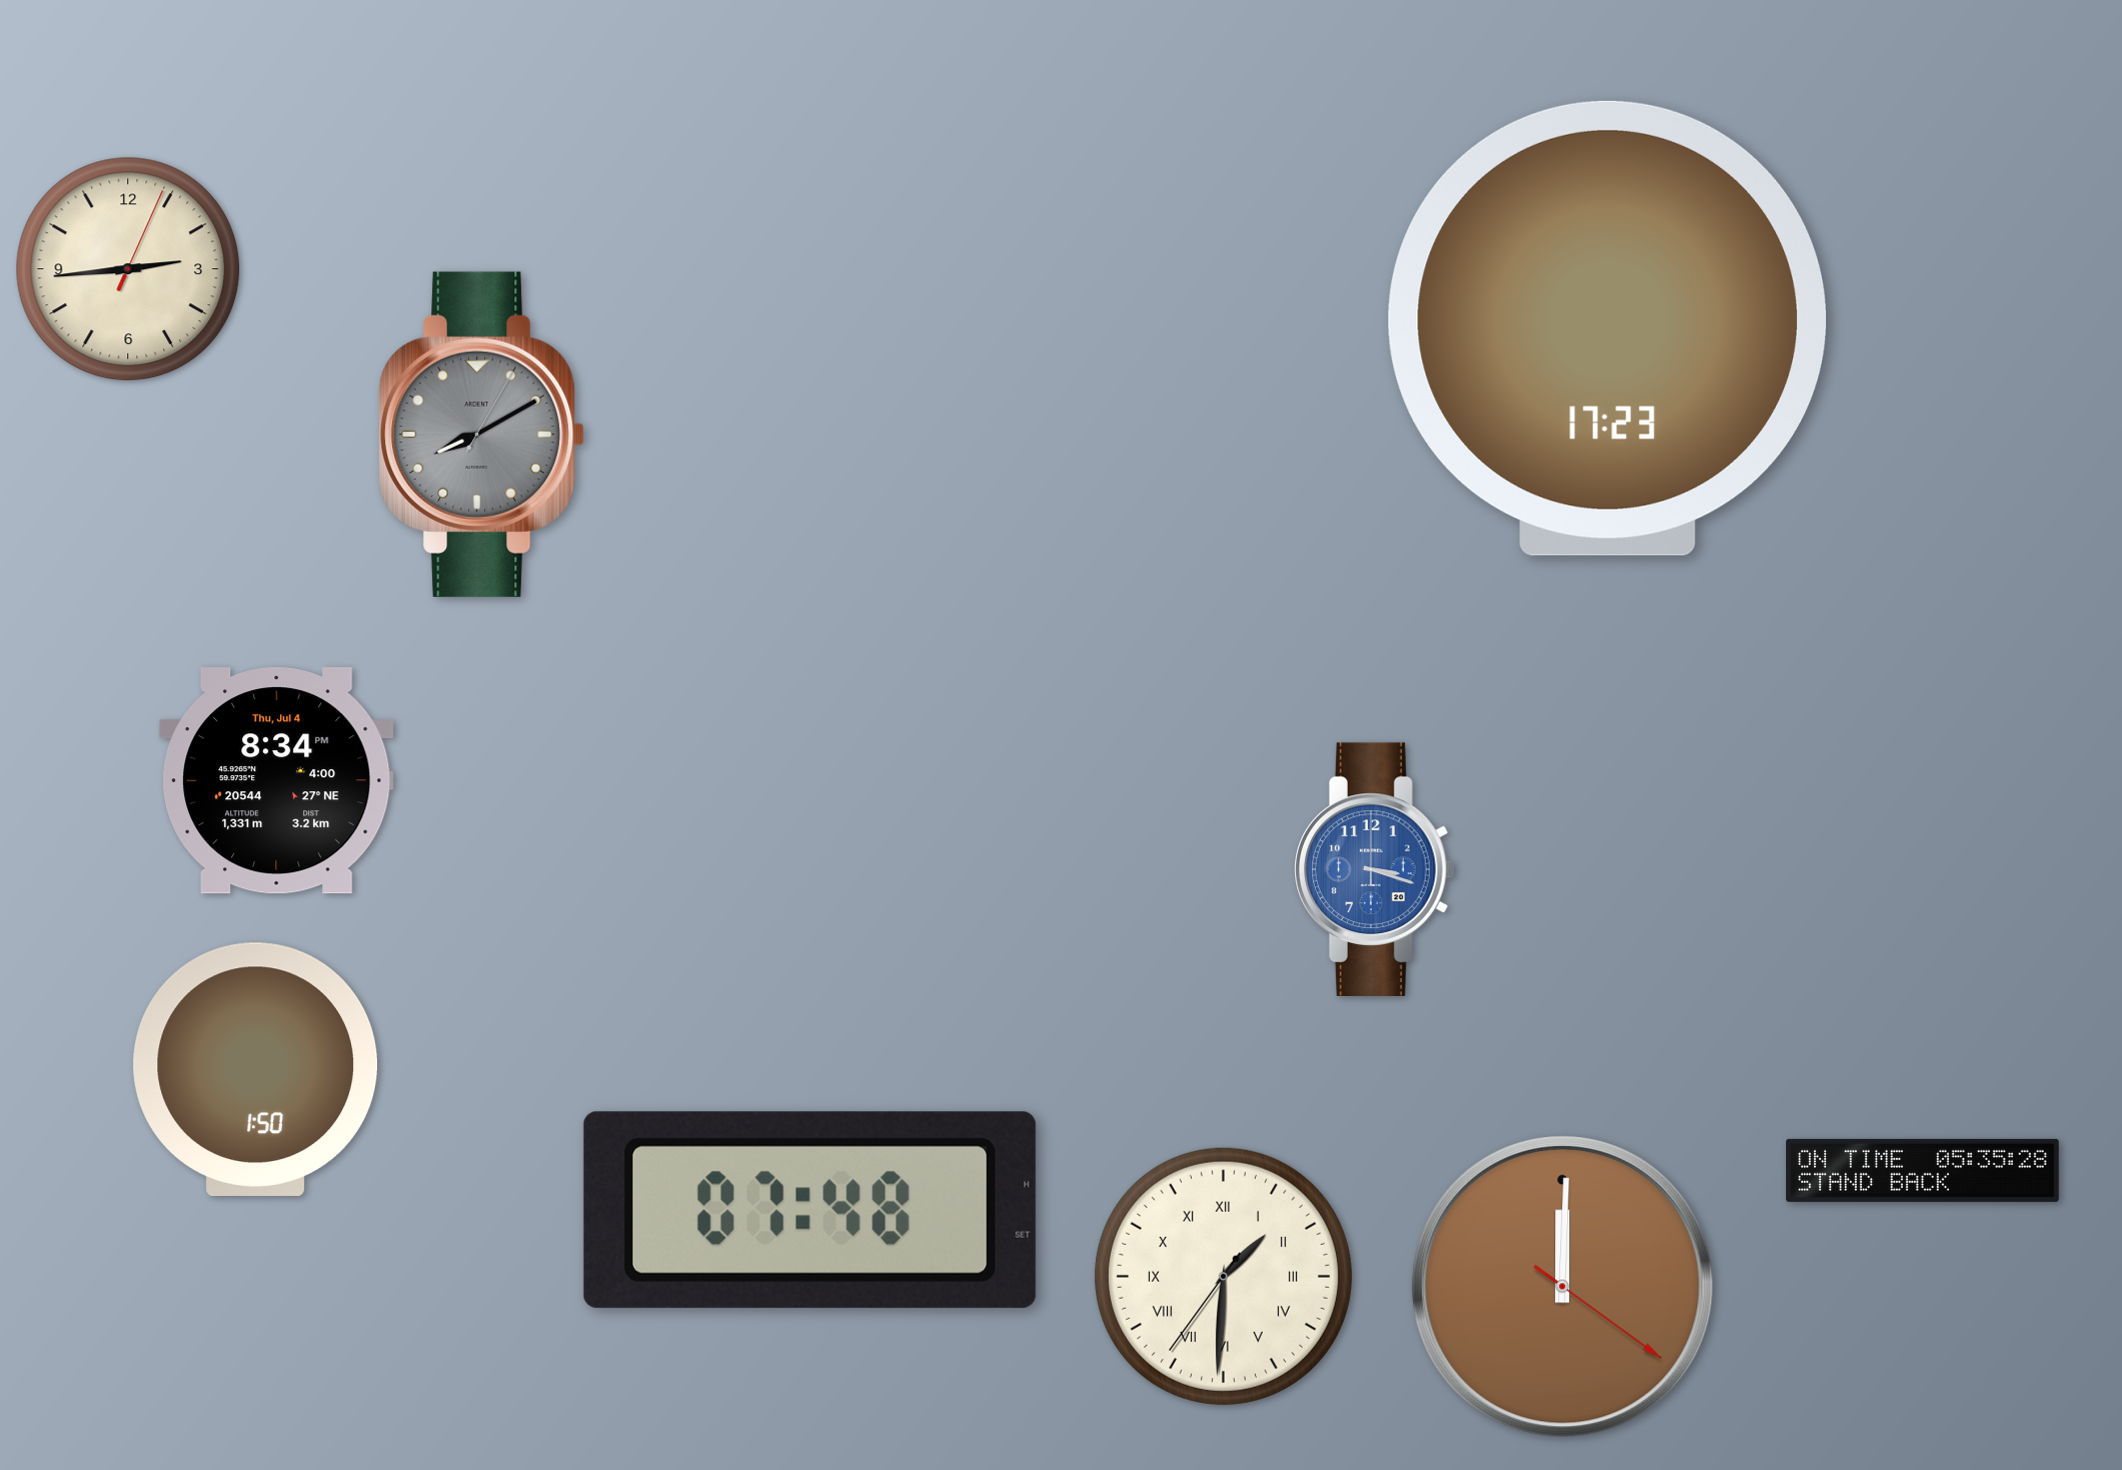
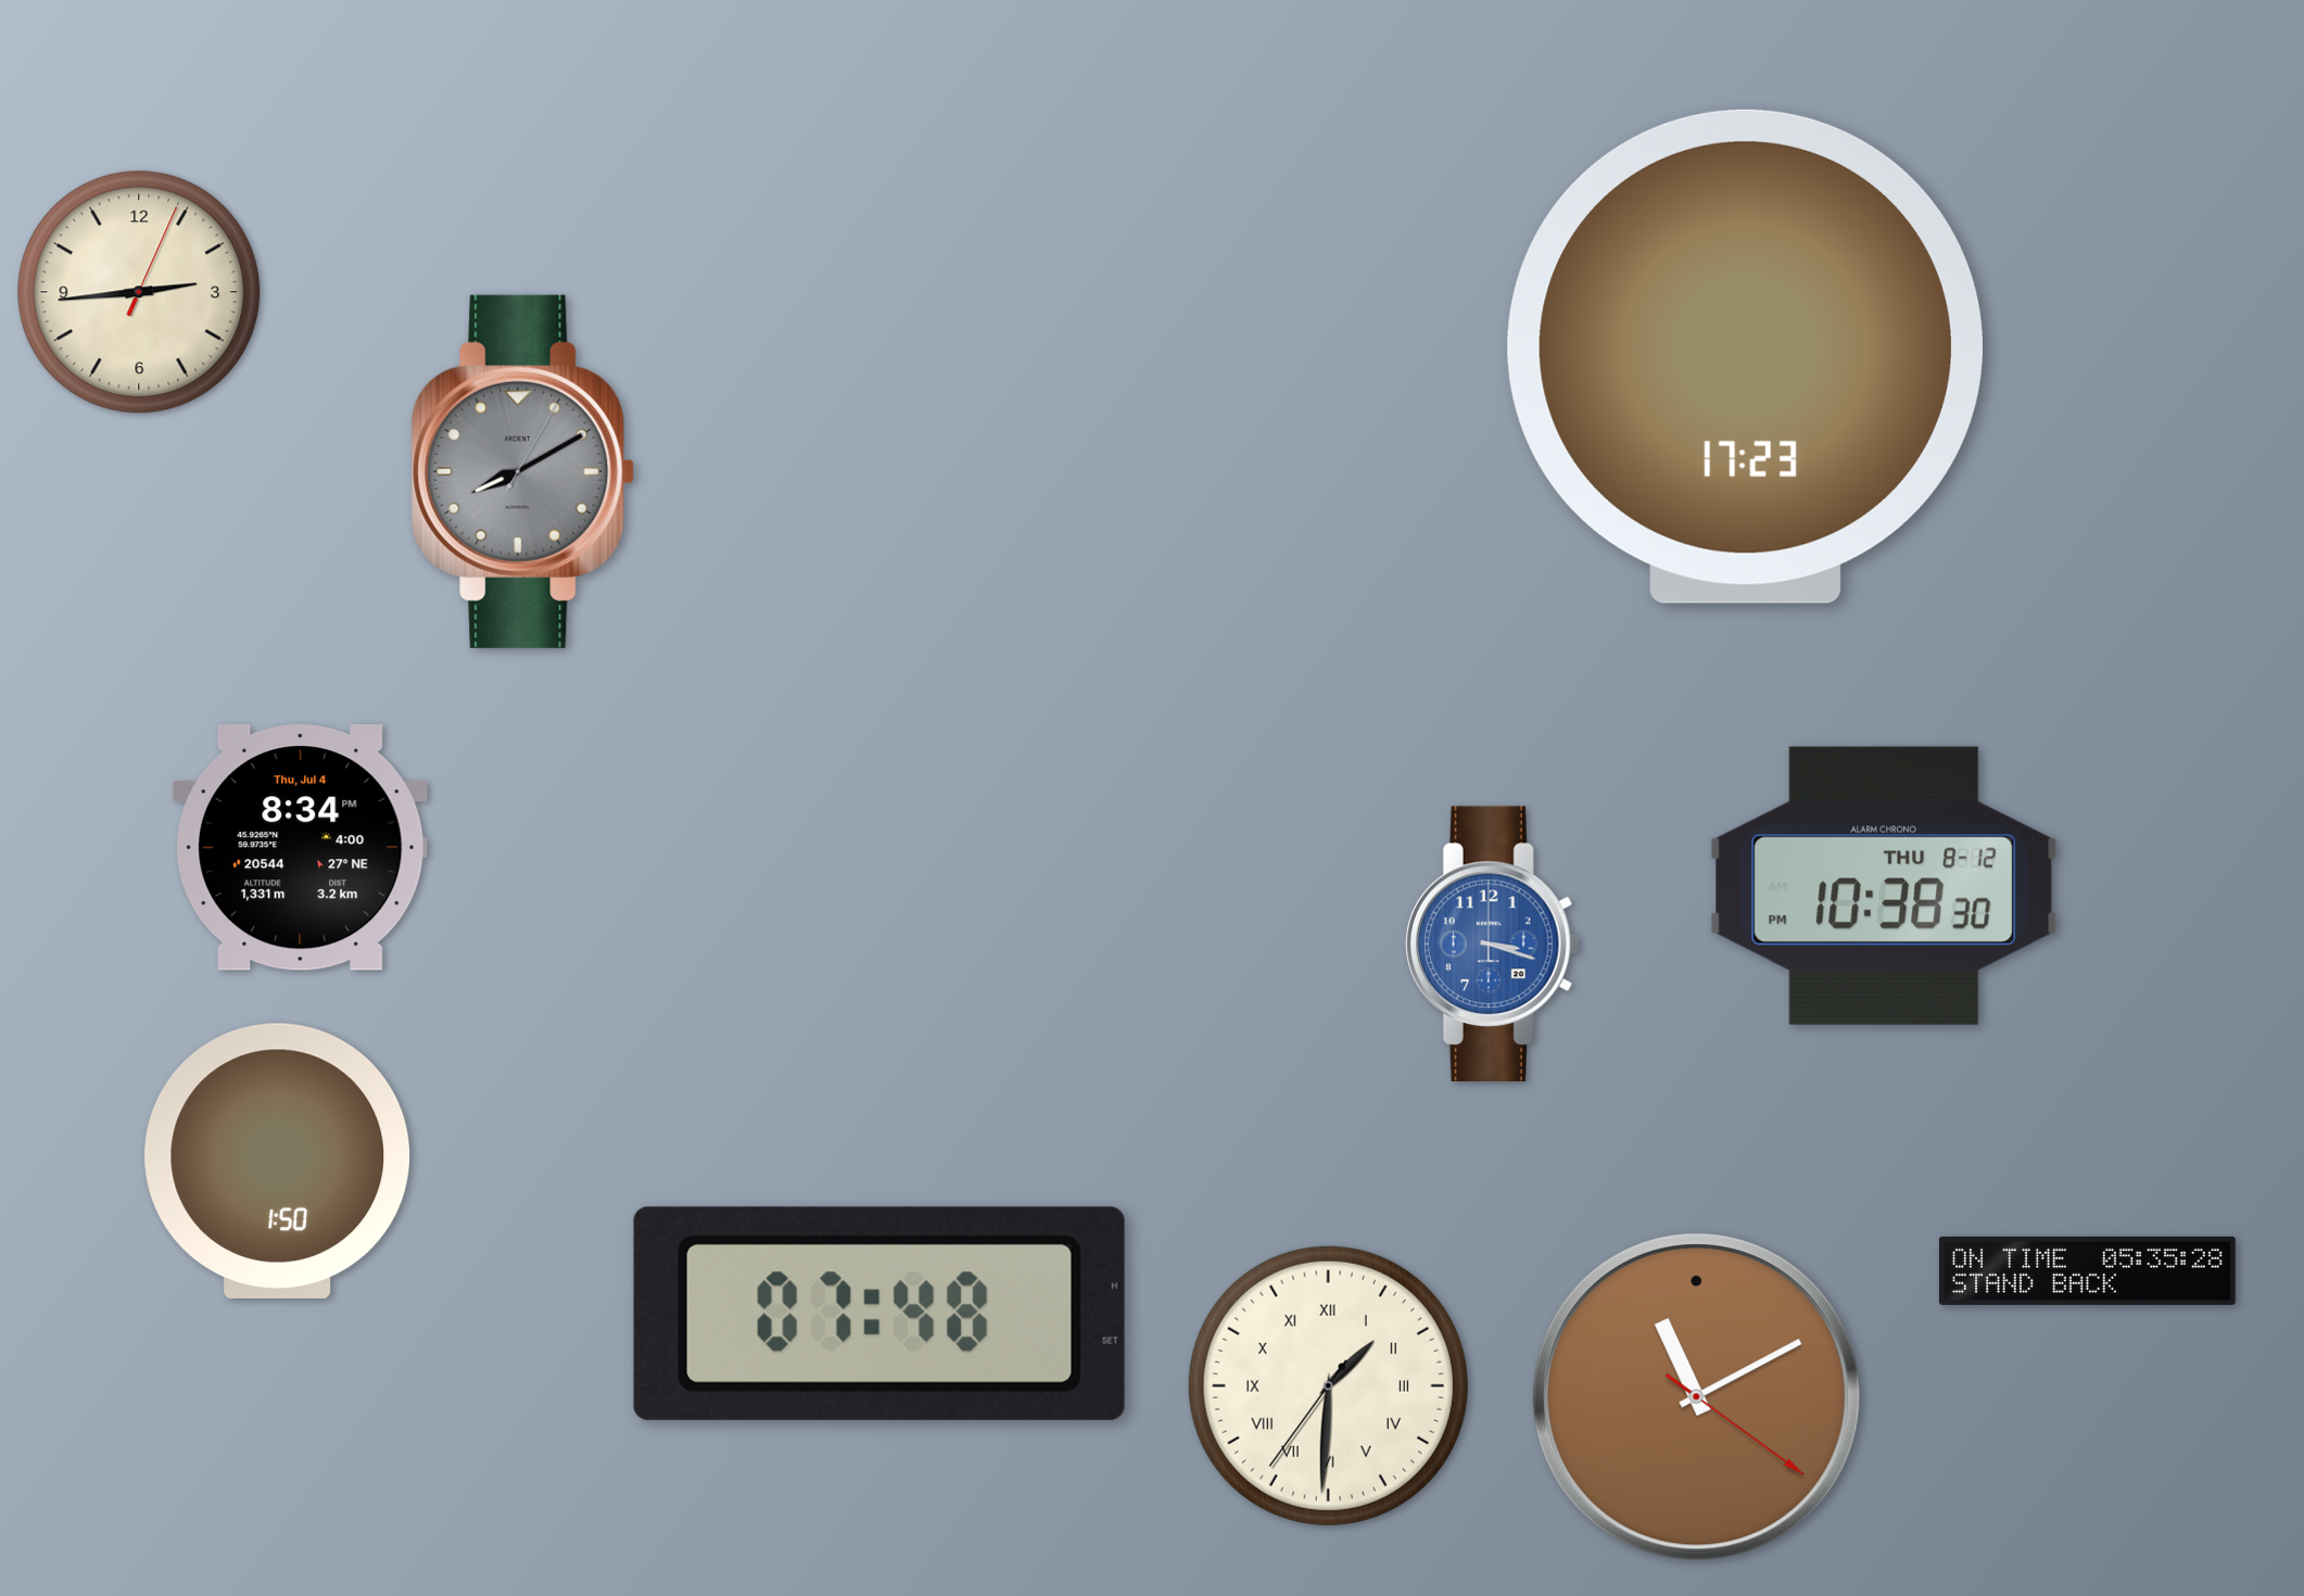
clock at (1884, 886): none -> 10:38
clock at (1563, 1287): 12:00 -> 11:10
